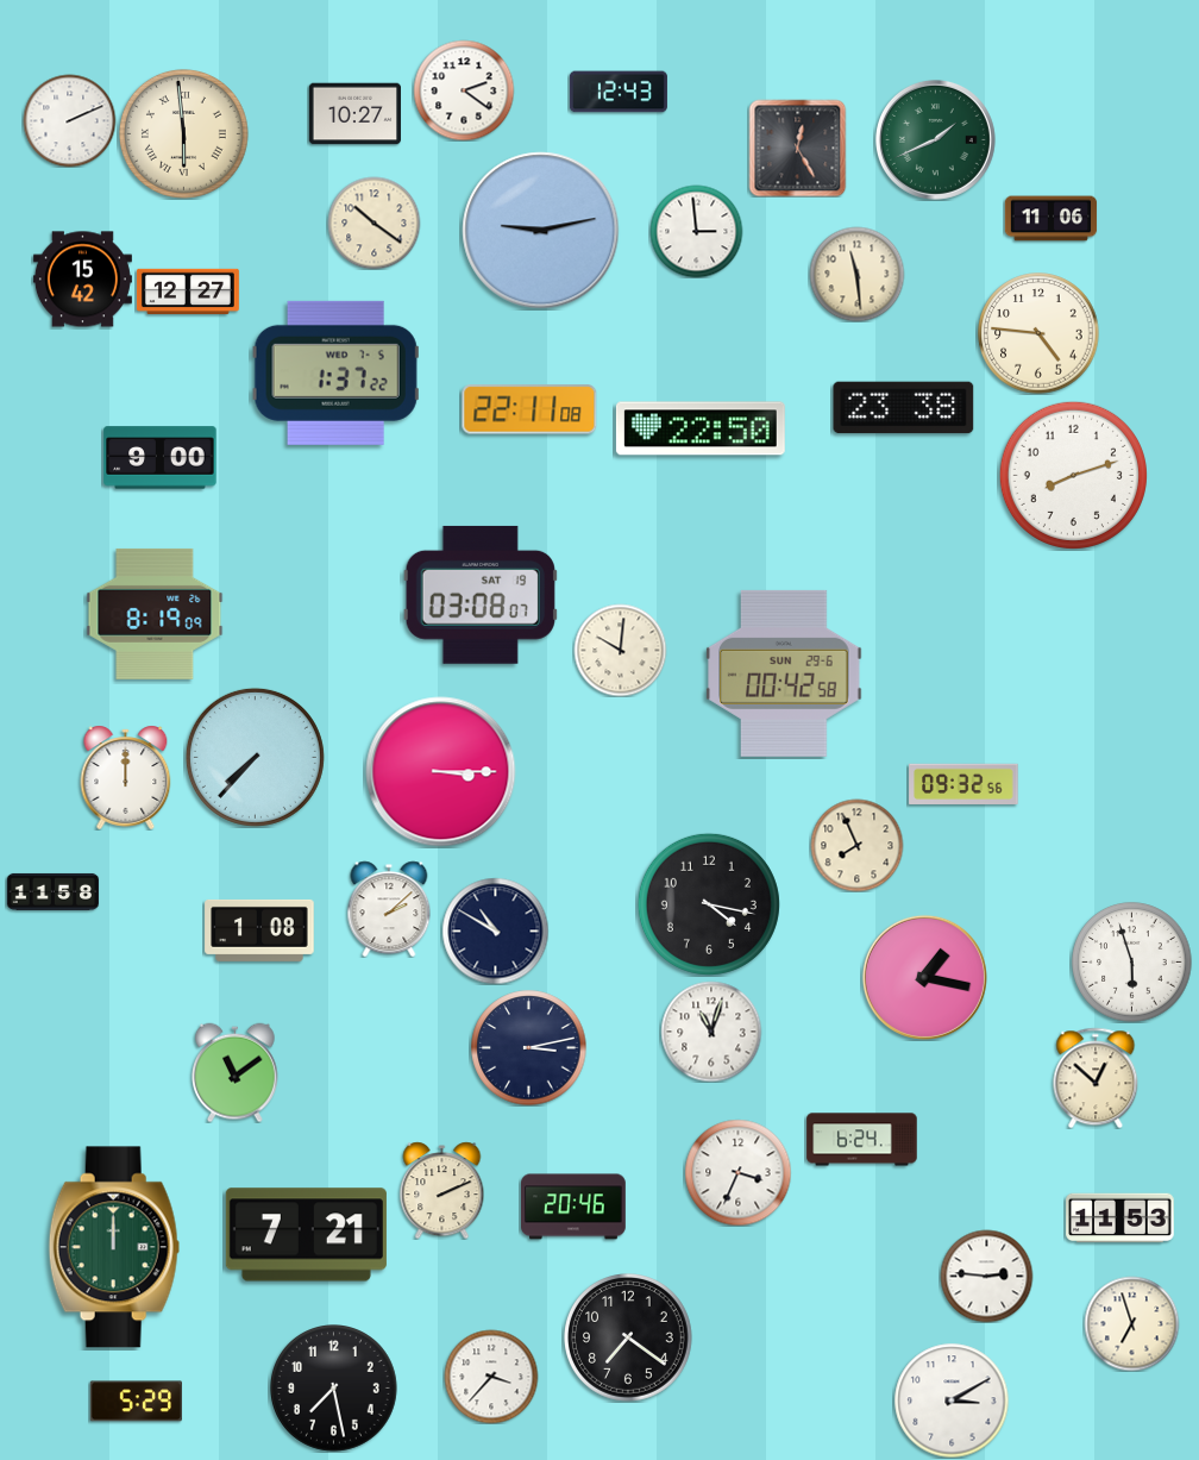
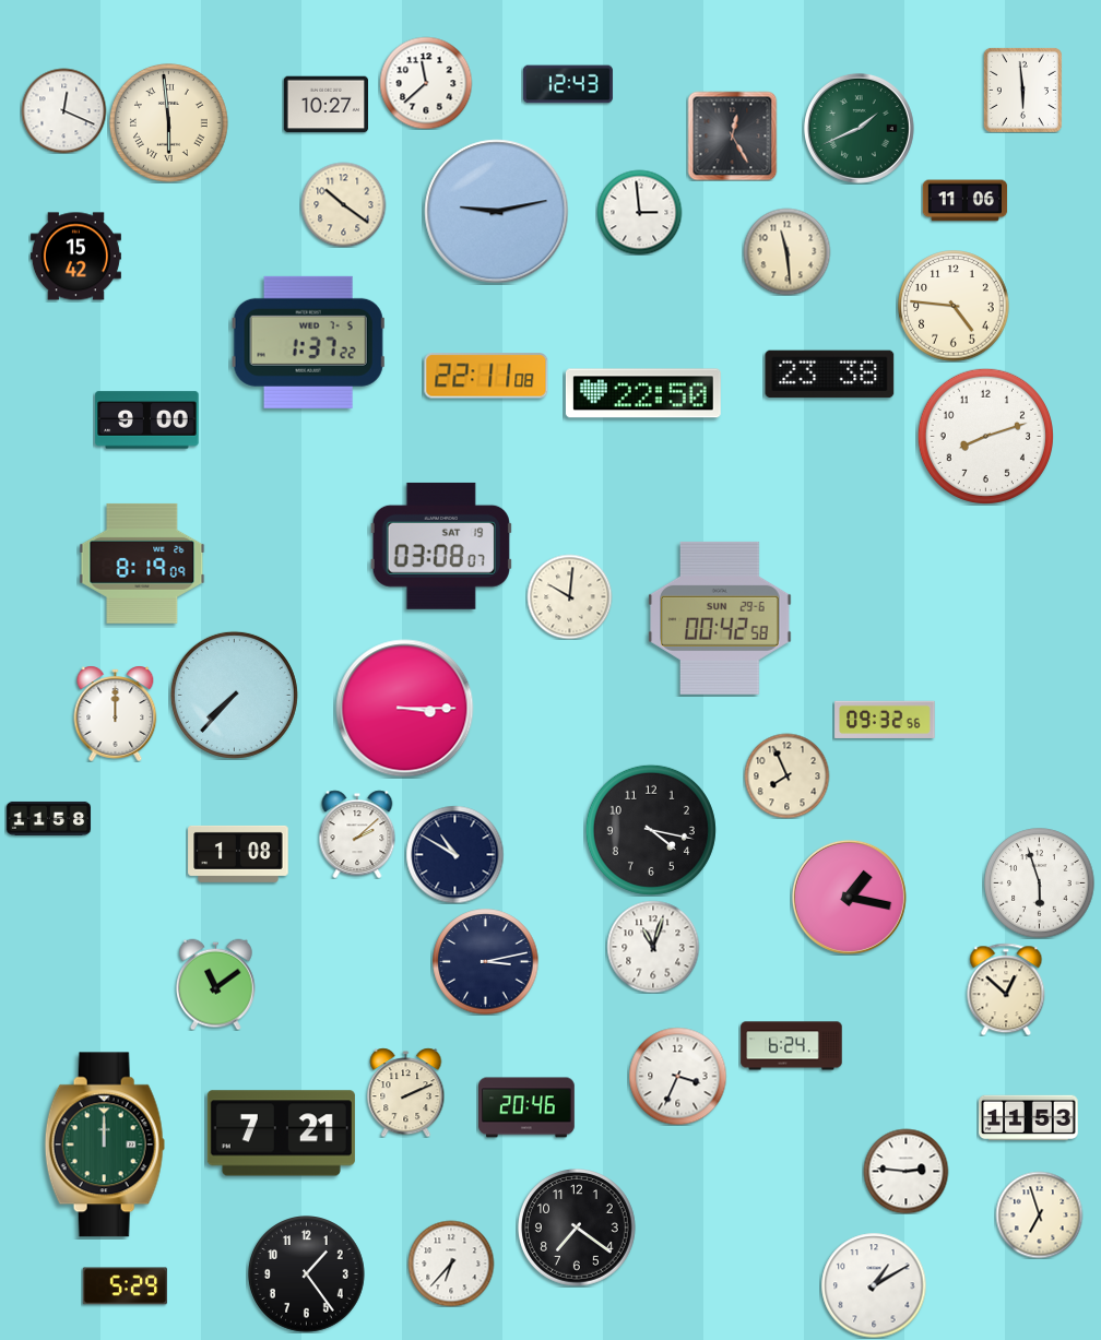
clock at (464, 90): 2:21 -> 11:38
clock at (1022, 90): none -> 5:59
clock at (69, 120): 2:11 -> 12:19
clock at (188, 290): 12:27 -> none
clock at (491, 1377): 3:37 -> 6:37
clock at (334, 1389): 7:28 -> 1:24
clock at (952, 1401): 3:10 -> 1:10
